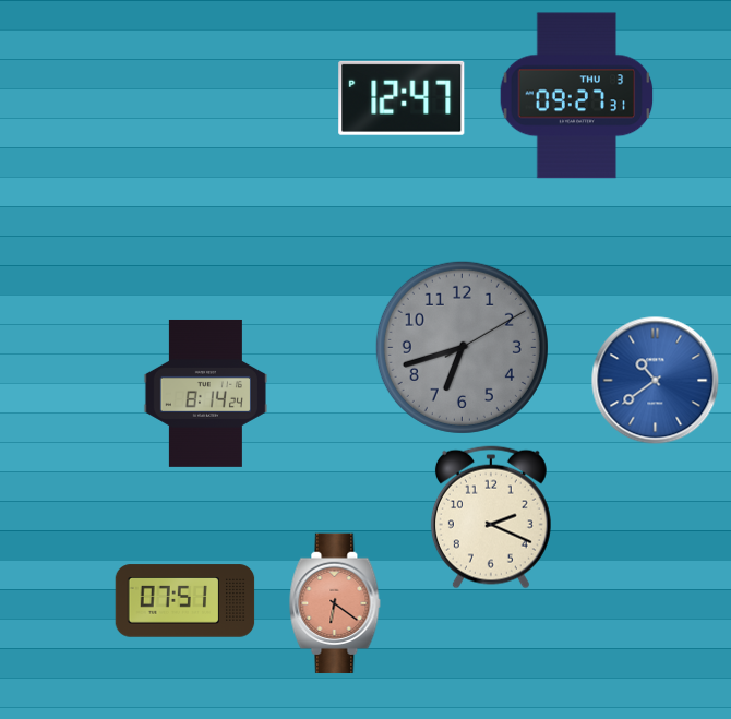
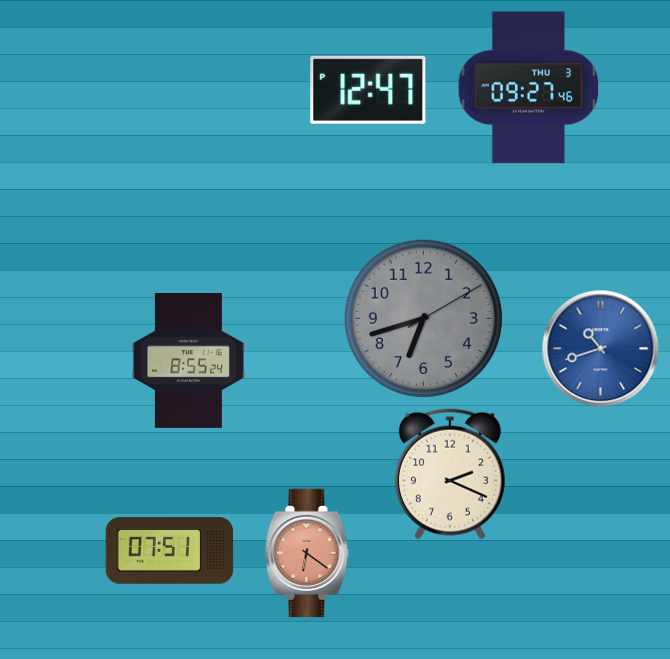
clock at (577, 96): 09:27:31 -> 09:27:46
clock at (656, 381): 10:39 -> 10:42
clock at (205, 393): 8:14 -> 8:55
